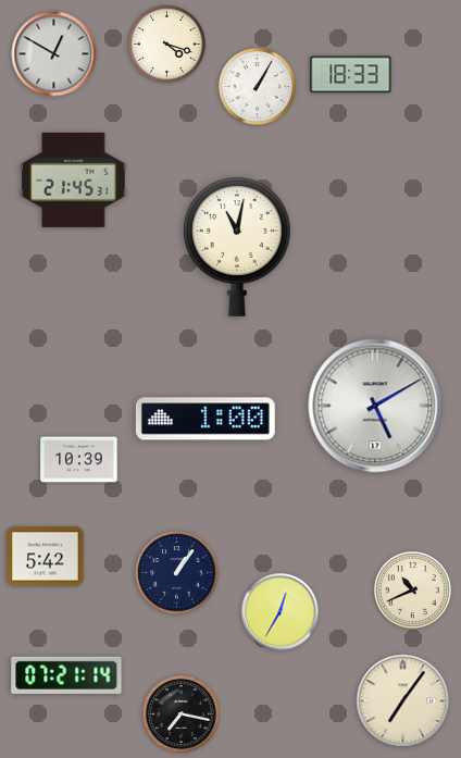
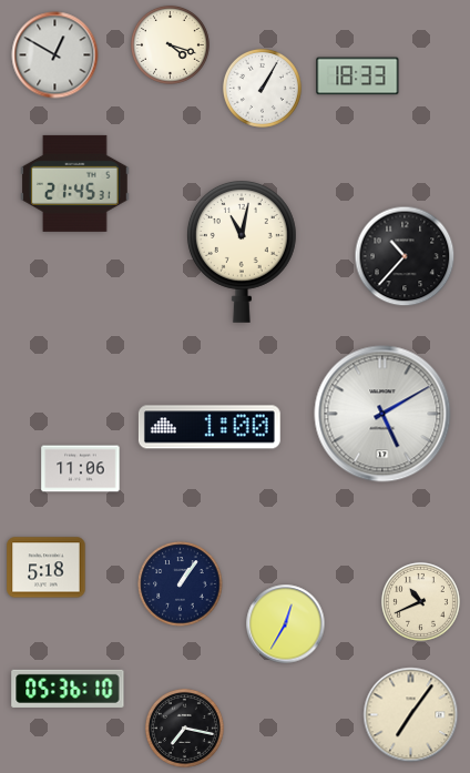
clock at (405, 256): none -> 10:37
clock at (79, 460): 10:39 -> 11:06
clock at (46, 557): 5:42 -> 5:18
clock at (66, 675): 07:21 -> 05:36
